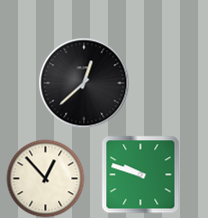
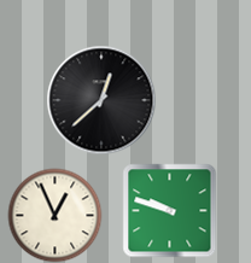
clock at (45, 178): 12:53 -> 12:56
